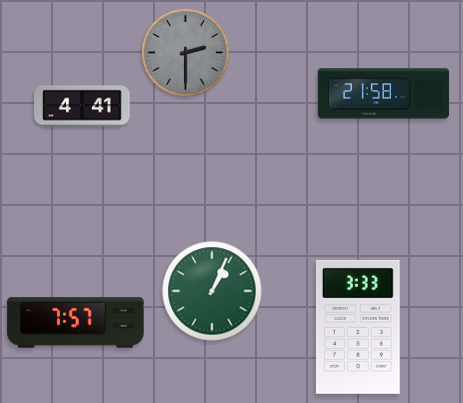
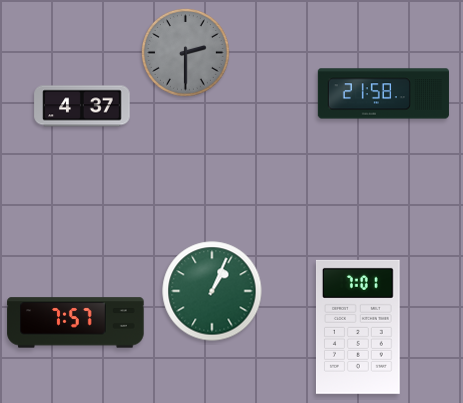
clock at (82, 106): 4:41 -> 4:37
clock at (358, 327): 3:33 -> 7:01
